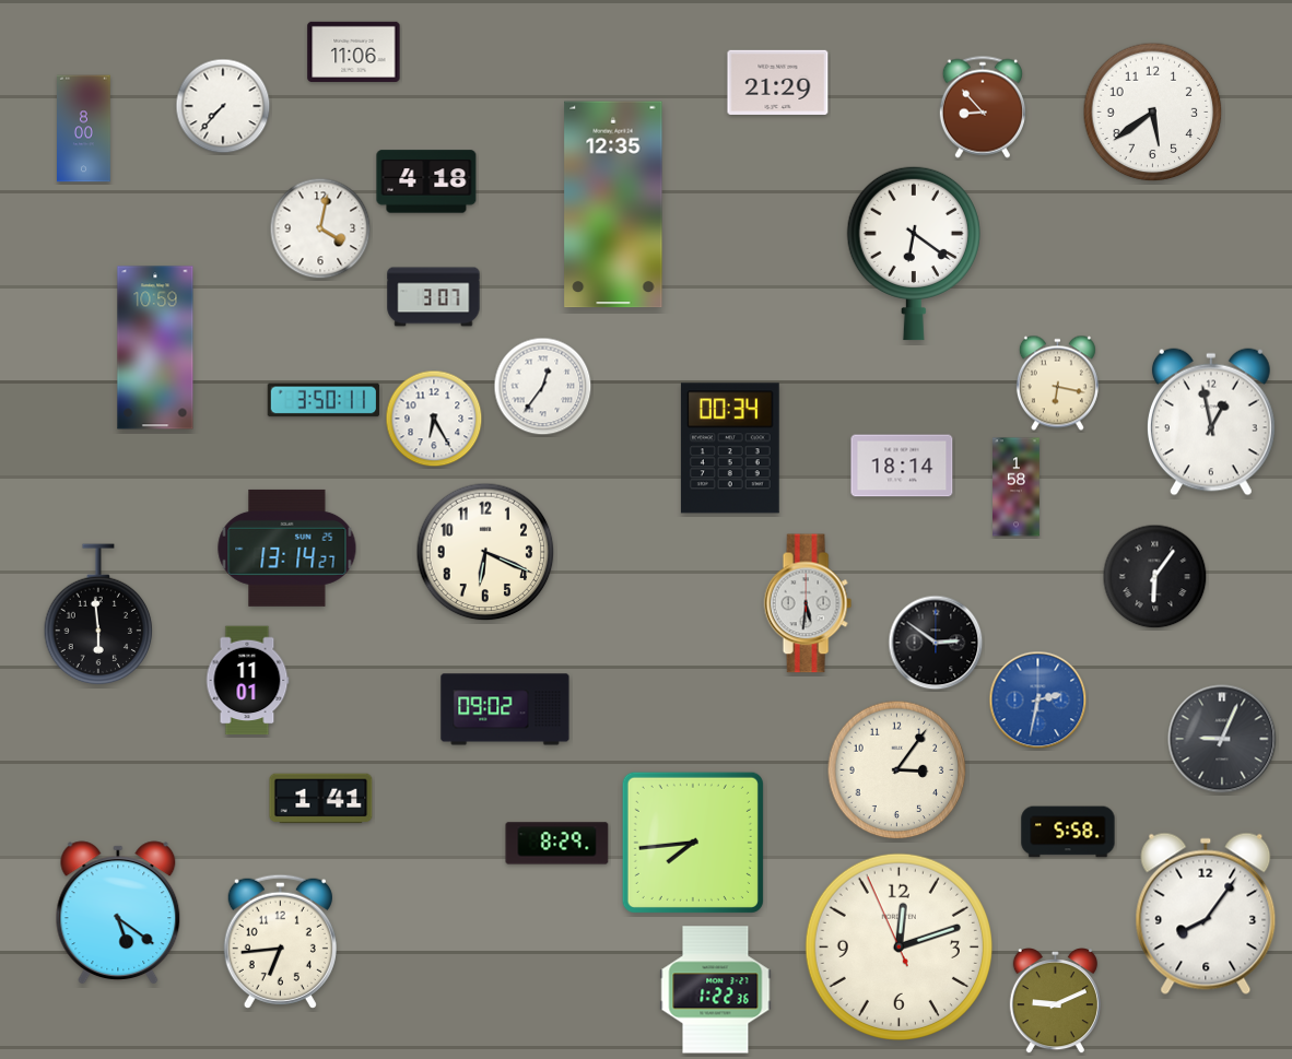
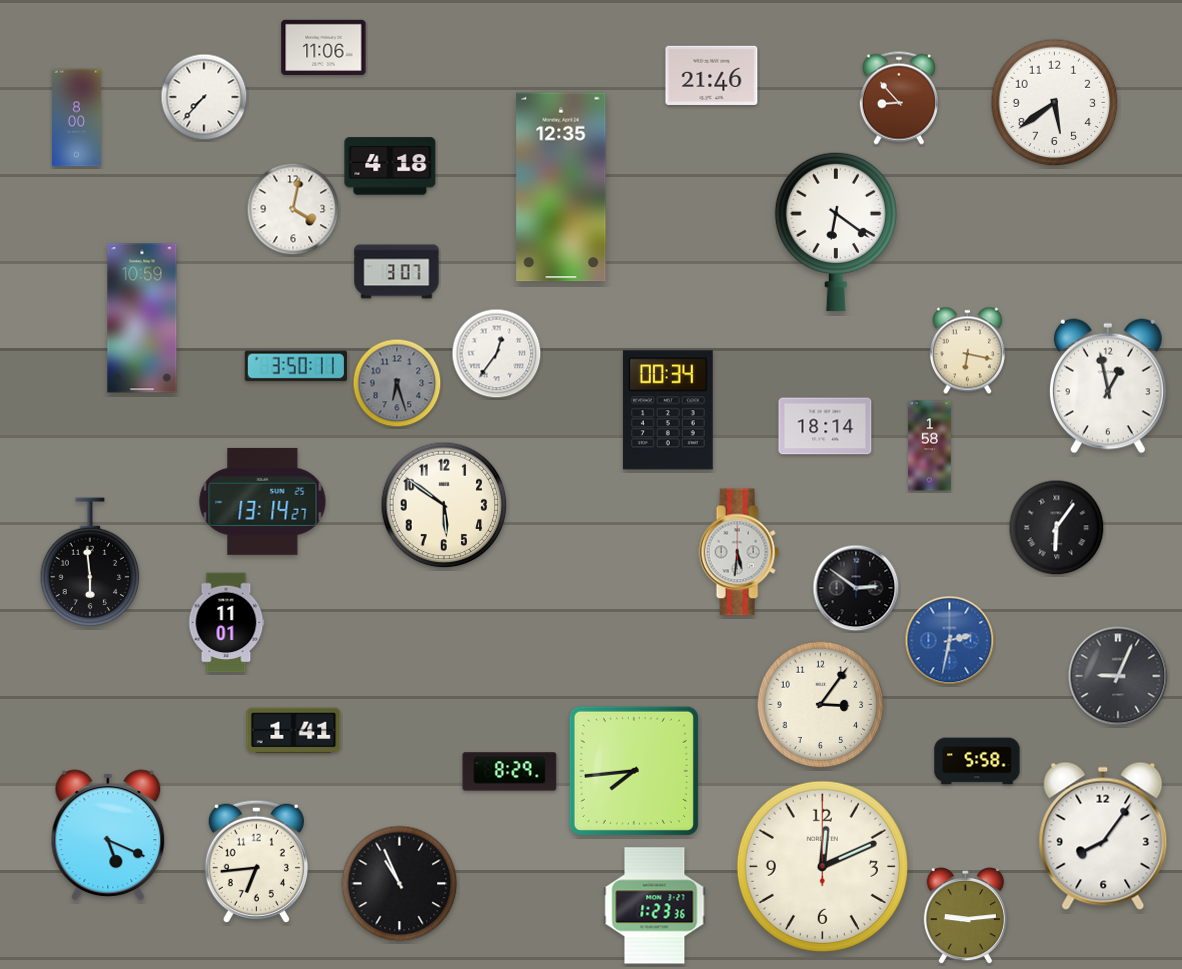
clock at (778, 82): 21:29 -> 21:46
clock at (434, 419): 6:25 -> 6:27
clock at (434, 419) dial: white -> grey
clock at (485, 552): 6:19 -> 5:51
clock at (505, 709): 09:02 -> none
clock at (118, 913): 5:21 -> 5:19
clock at (898, 946): 12:11:56 -> 12:11:00
clock at (400, 884): none -> 10:56
clock at (716, 990): 1:22 -> 1:23
clock at (1055, 1002): 9:11 -> 9:14
